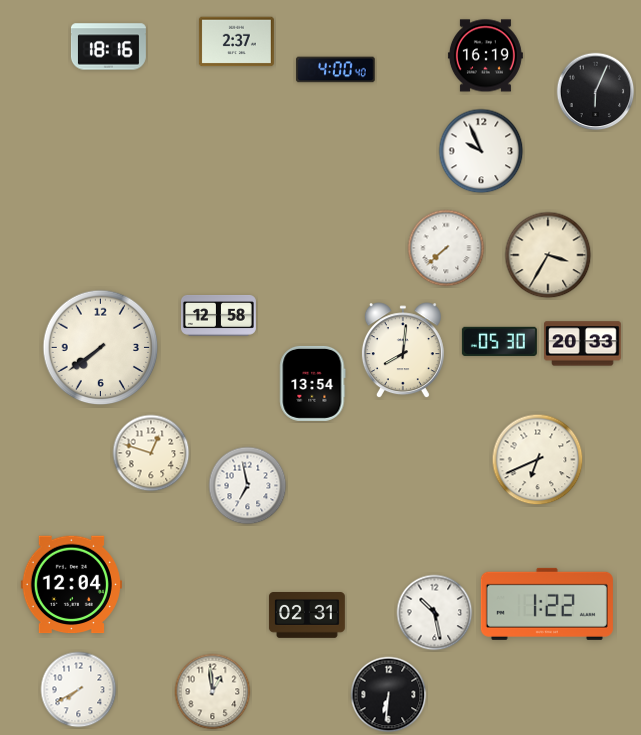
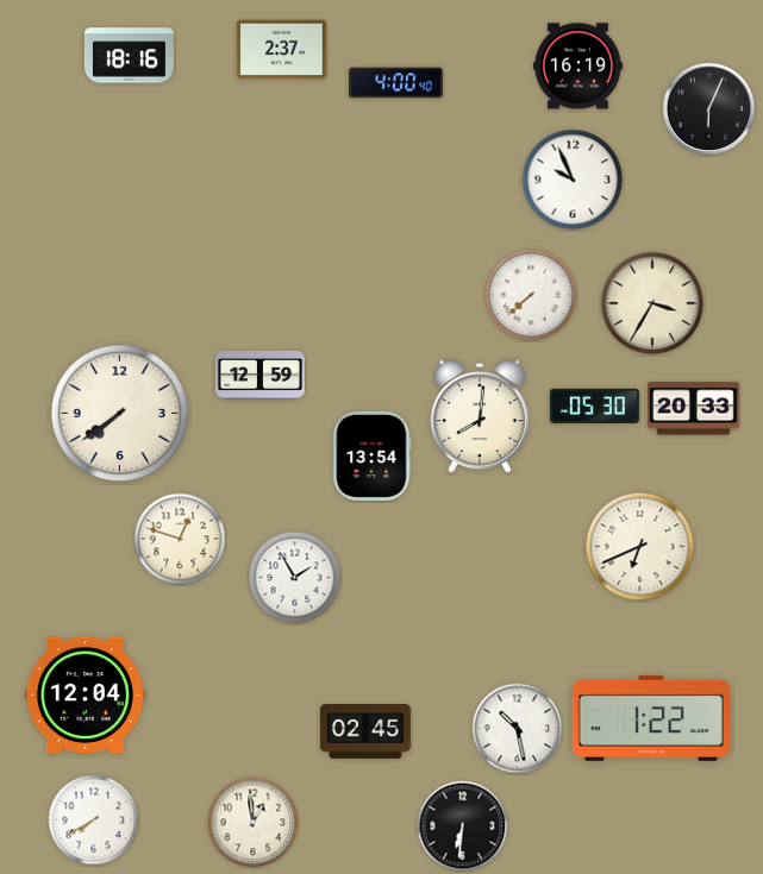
clock at (336, 70) position: (336, 70) -> (396, 83)
clock at (218, 316): 12:58 -> 12:59
clock at (248, 486): 6:58 -> 1:55
clock at (307, 616): 02:31 -> 02:45
